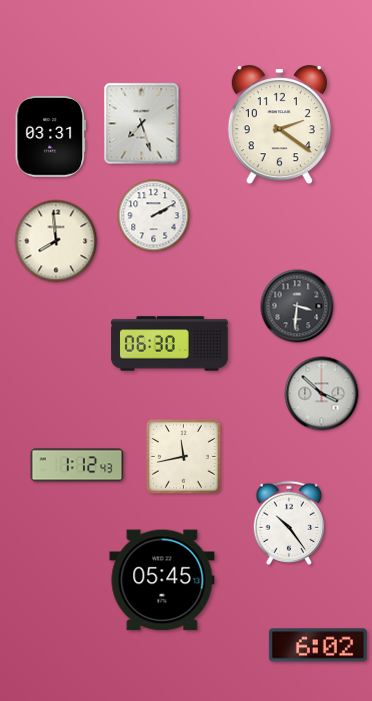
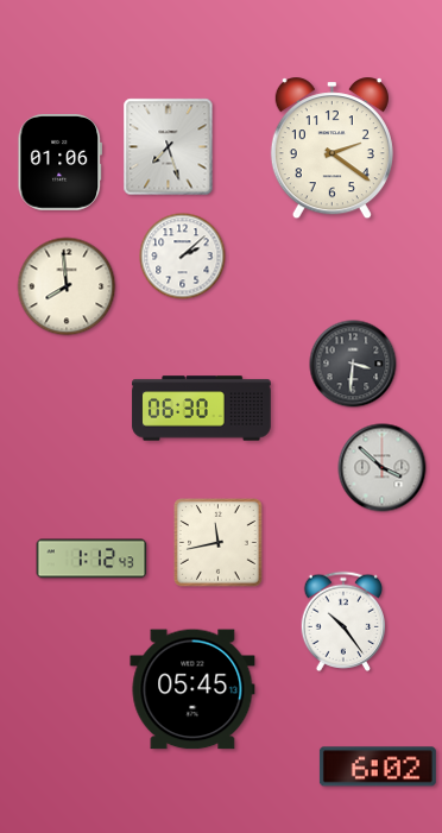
clock at (50, 136): 03:31 -> 01:06
clock at (154, 216): 2:10 -> 2:08
clock at (77, 465) position: (77, 465) -> (91, 559)
